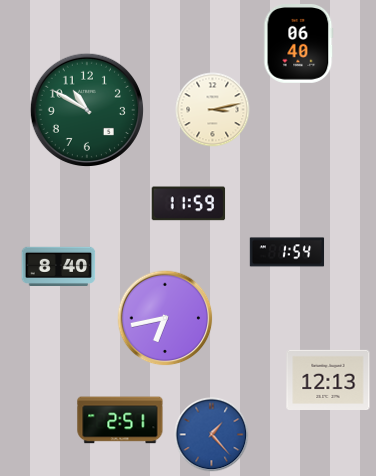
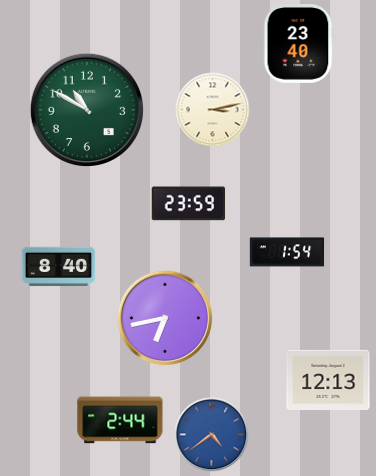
clock at (299, 44): 06:40 -> 23:40
clock at (189, 204): 11:59 -> 23:59
clock at (120, 420): 2:51 -> 2:44
clock at (212, 435): 1:23 -> 4:39
